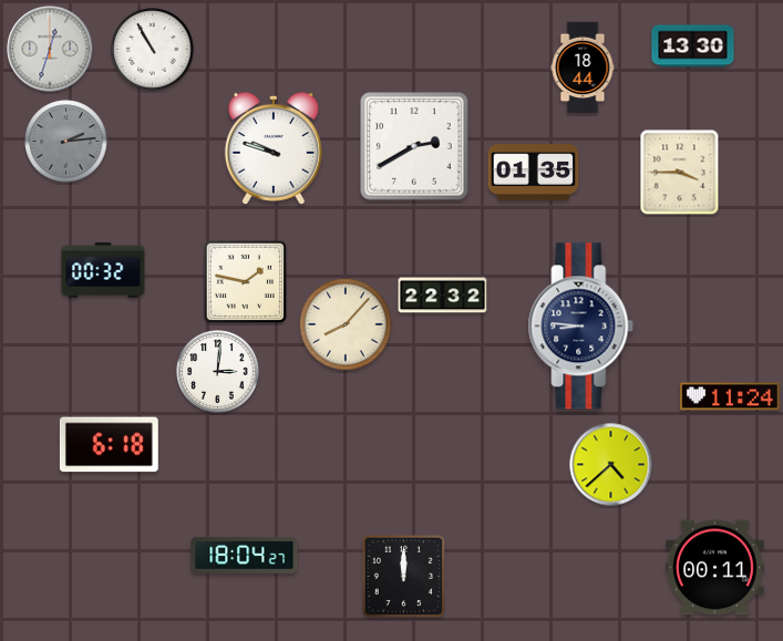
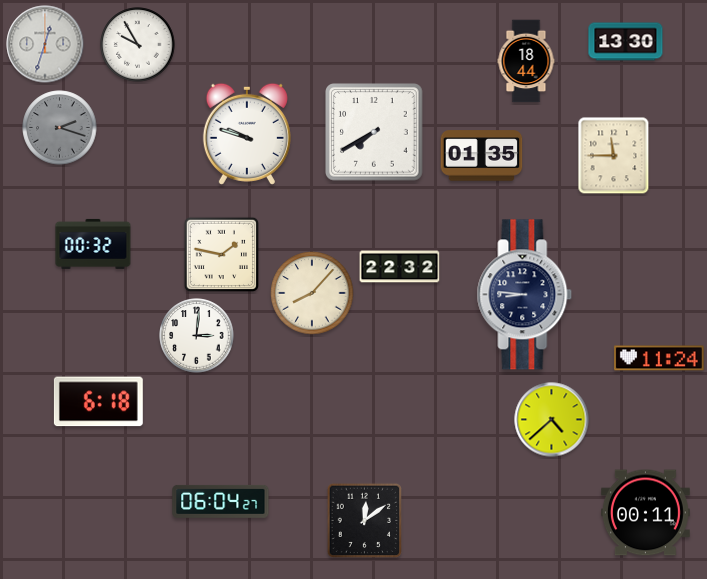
clock at (153, 50): 10:55 -> 9:55
clock at (66, 142): 2:14 -> 2:18
clock at (414, 146): 2:40 -> 7:40
clock at (680, 173): 3:45 -> 11:45
clock at (245, 555): 18:04 -> 06:04
clock at (403, 576): 12:00 -> 12:09
